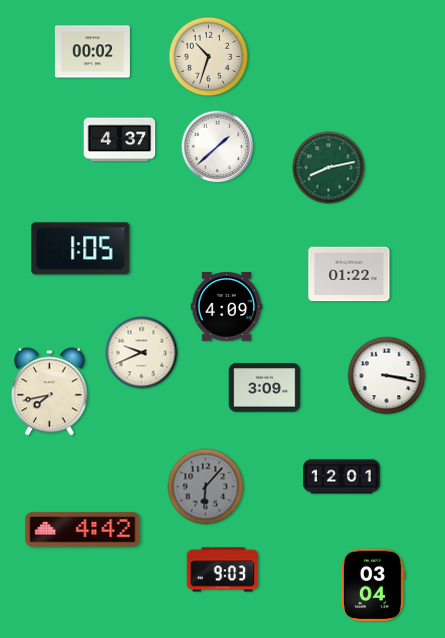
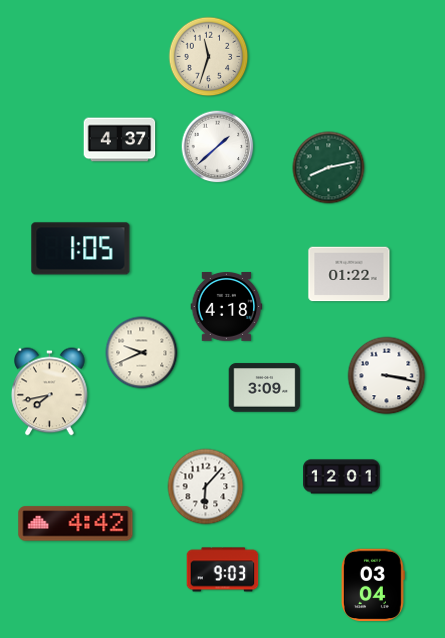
clock at (92, 52): 00:02 -> none
clock at (209, 57): 10:33 -> 11:33
clock at (227, 307): 4:09 -> 4:18
clock at (206, 487) dial: grey -> white
clock at (83, 530) position: (83, 530) -> (76, 524)
